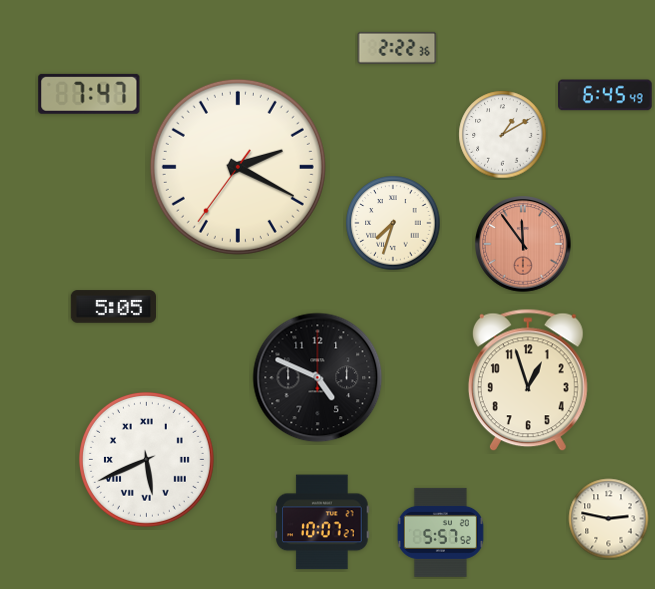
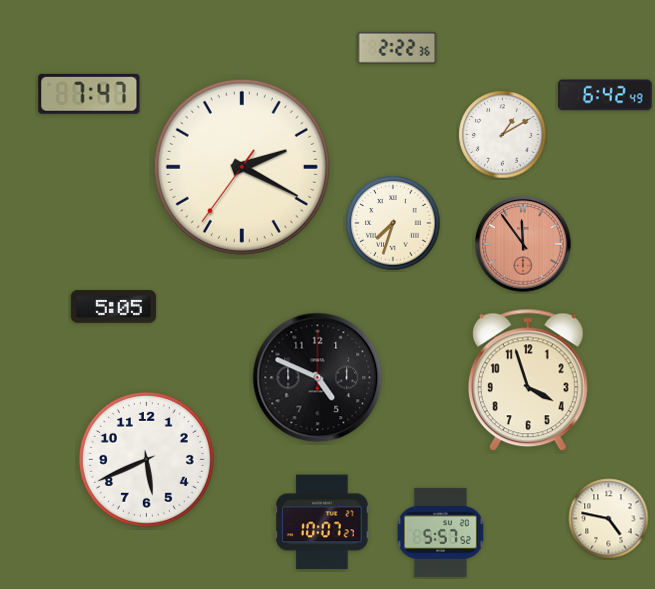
clock at (606, 95): 6:45 -> 6:42
clock at (238, 167) position: (238, 167) -> (242, 167)
clock at (528, 380): 12:57 -> 3:57
clock at (146, 459) numerals: Roman -> Arabic
clock at (609, 519): 2:47 -> 4:47
